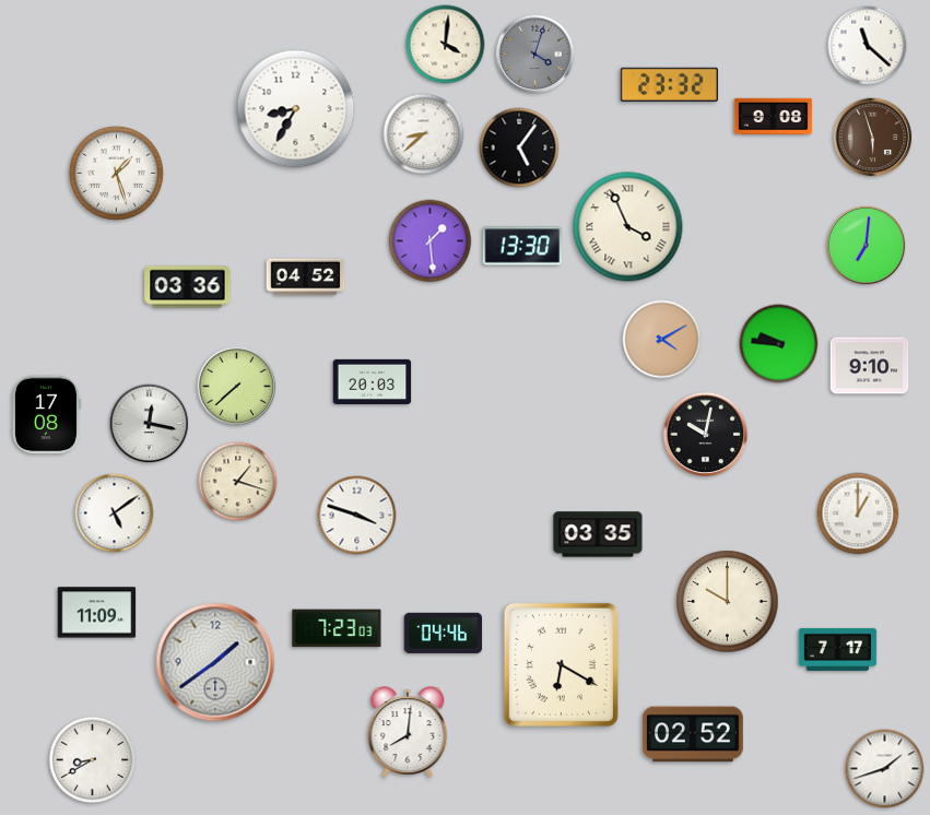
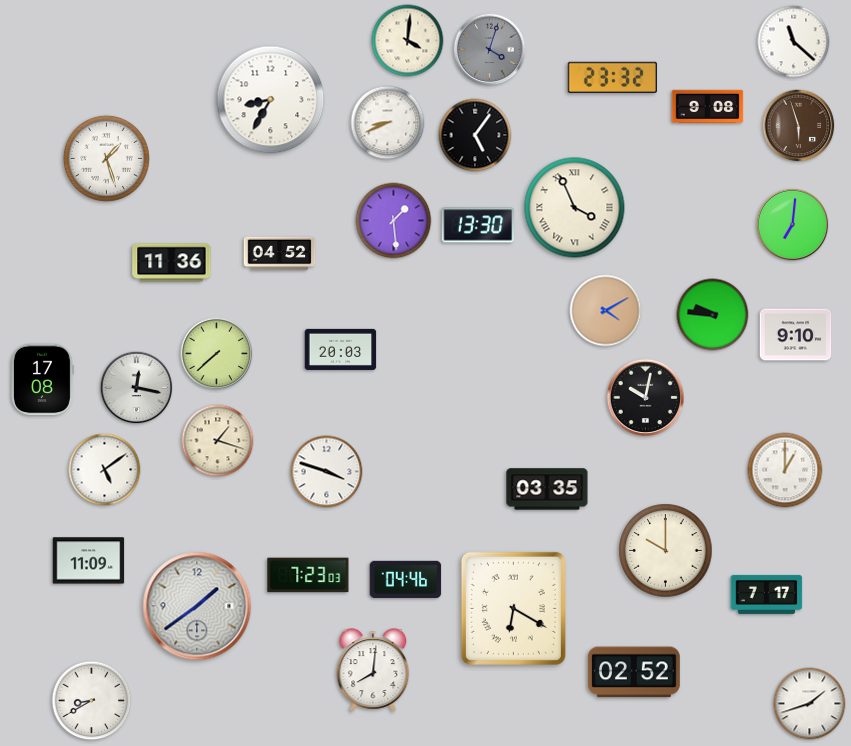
clock at (424, 134): 8:38 -> 8:41
clock at (188, 287): 03:36 -> 11:36
clock at (93, 760) position: (93, 760) -> (92, 701)
